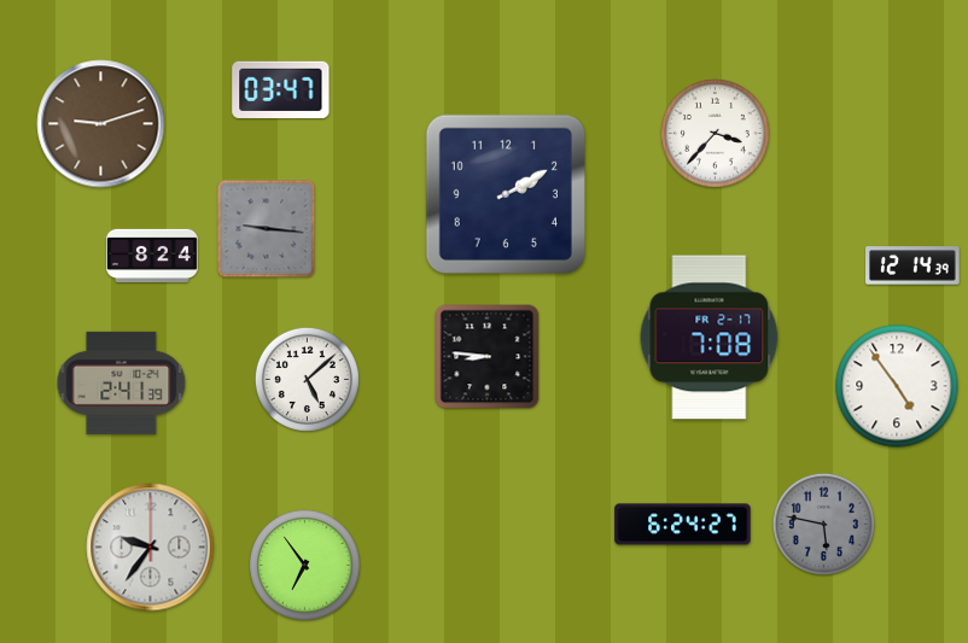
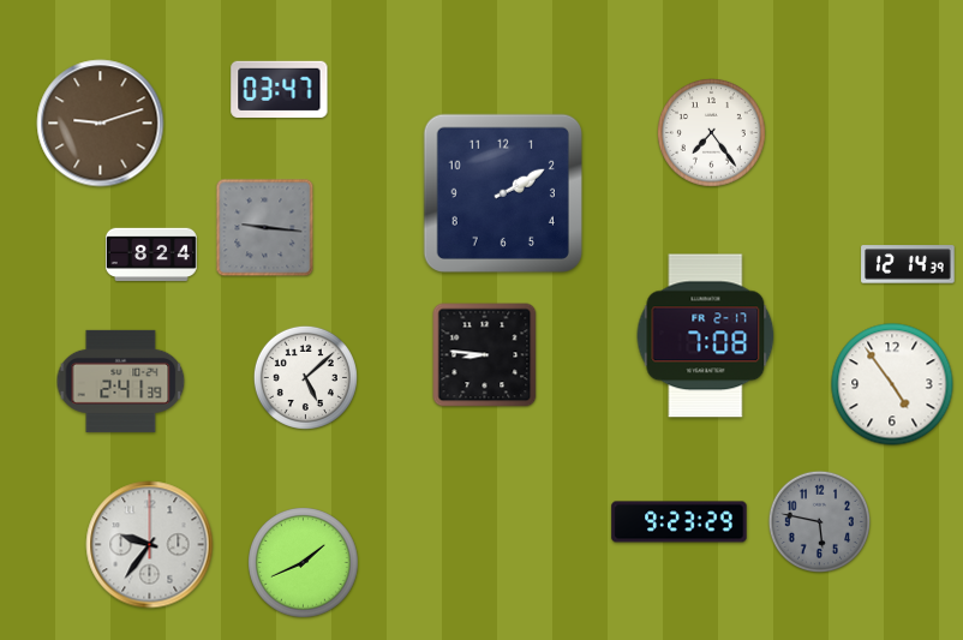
clock at (715, 133): 3:37 -> 7:24
clock at (683, 525): 6:24 -> 9:23
clock at (305, 566): 6:54 -> 1:41
